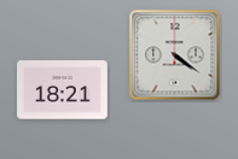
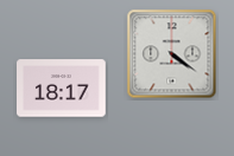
clock at (63, 90): 18:21 -> 18:17
